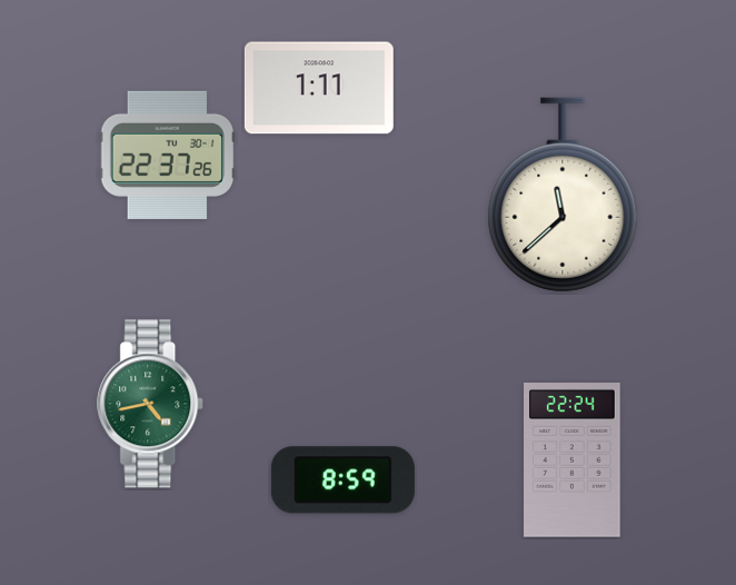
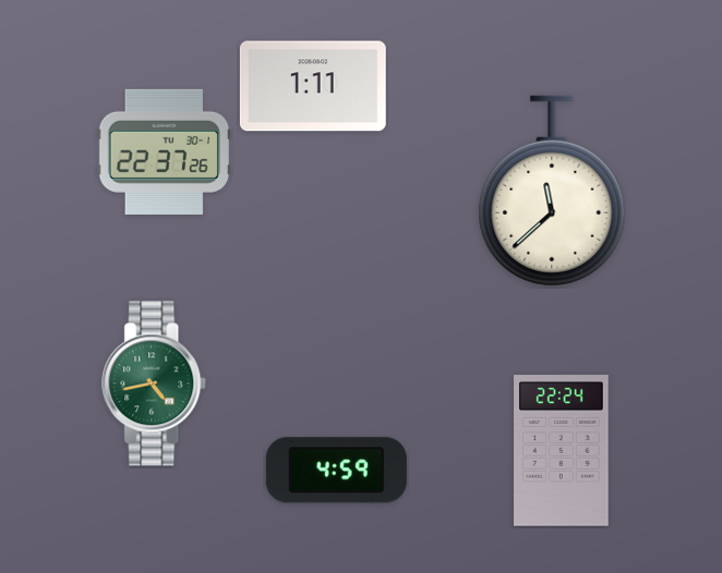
clock at (151, 404) position: (151, 404) -> (155, 383)
clock at (342, 480): 8:59 -> 4:59
